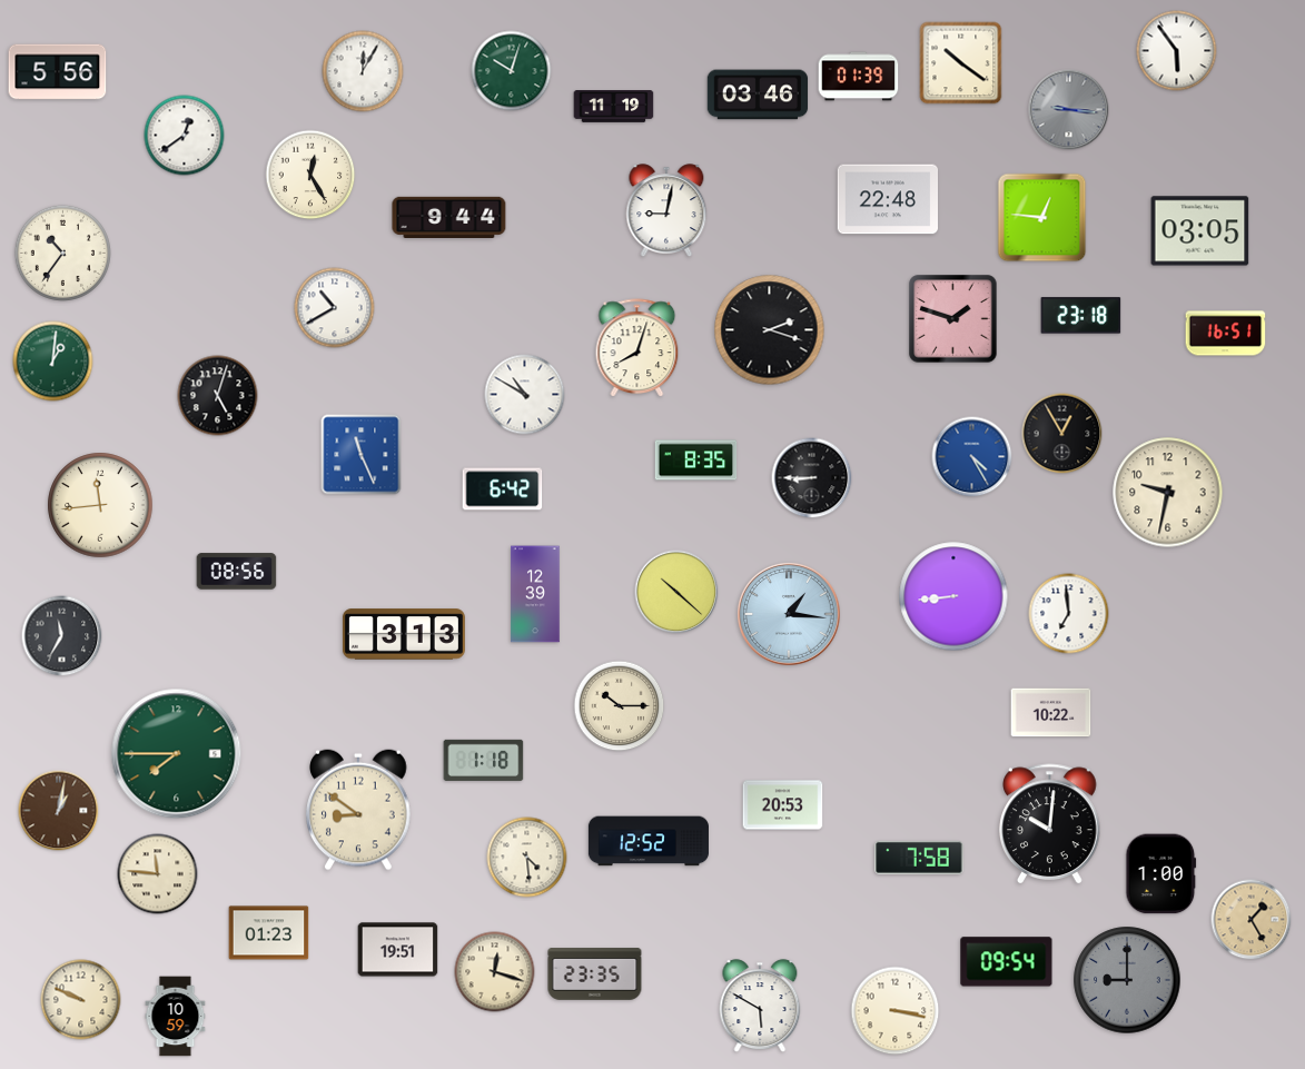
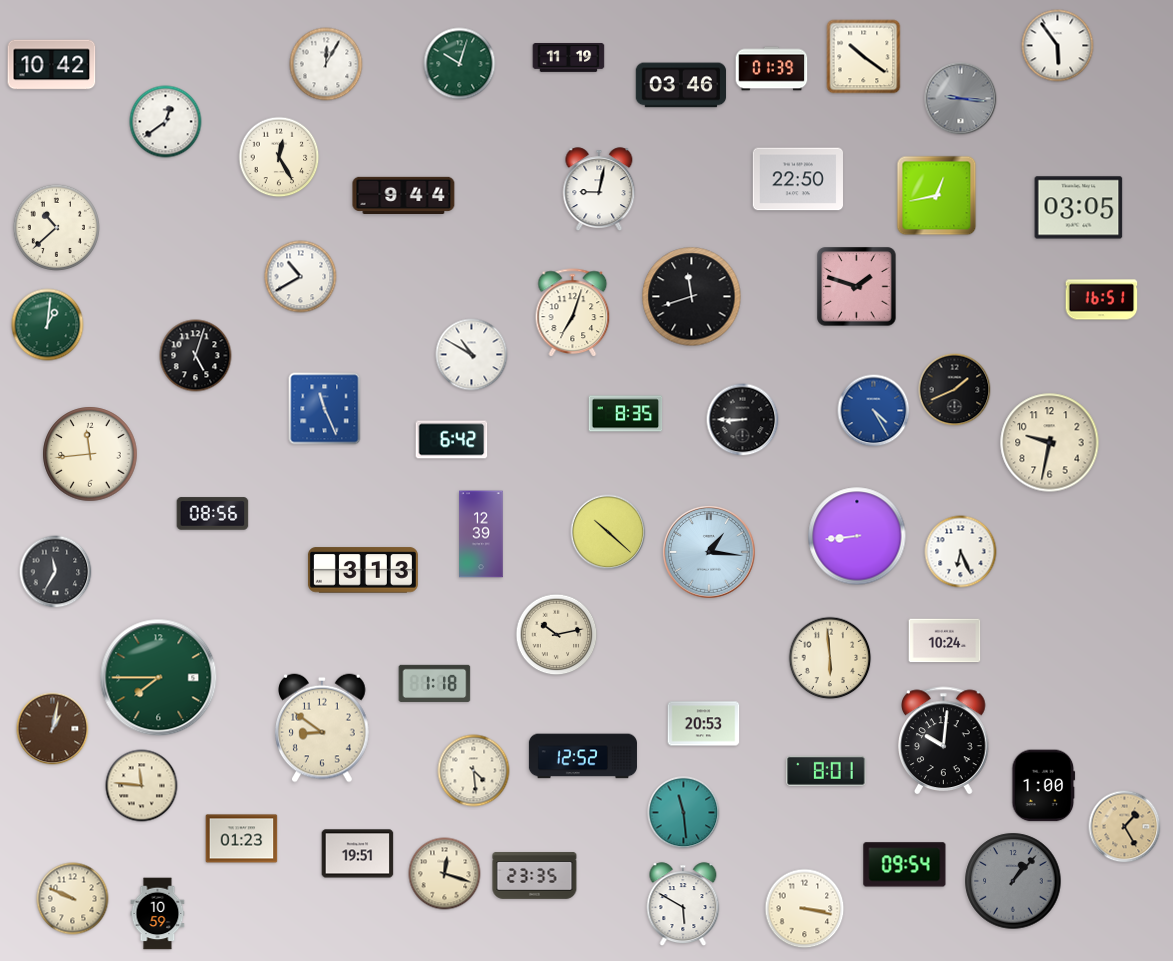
clock at (58, 72): 5:56 -> 10:42
clock at (614, 107) position: (614, 107) -> (569, 58)
clock at (888, 199): 22:48 -> 22:50
clock at (1042, 218): 12:46 -> 12:43
clock at (62, 253): 10:36 -> 10:38
clock at (1081, 316): 23:18 -> none
clock at (770, 330): 2:18 -> 11:42
clock at (637, 347): 8:03 -> 7:03
clock at (1062, 434): 12:55 -> 1:41
clock at (812, 478) position: (812, 478) -> (743, 420)
clock at (1069, 614): 6:59 -> 6:26
clock at (620, 706): 10:15 -> 10:13
clock at (1051, 713): 10:22 -> 10:24
clock at (830, 658): none -> 5:59
clock at (919, 858): 7:58 -> 8:01
clock at (684, 813): none -> 11:29
clock at (1127, 980): 9:00 -> 1:07
